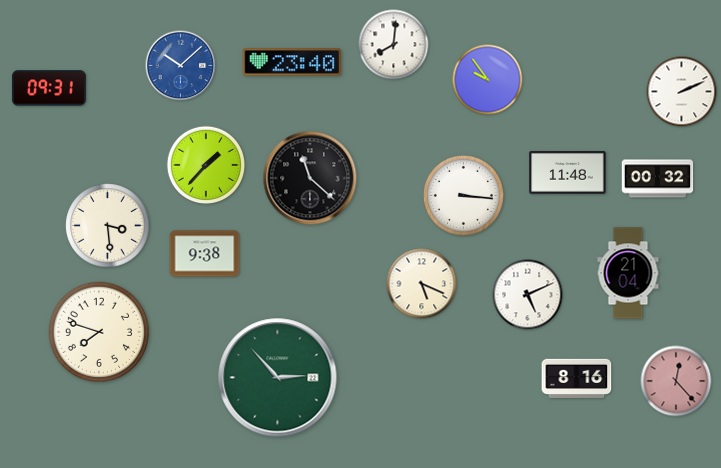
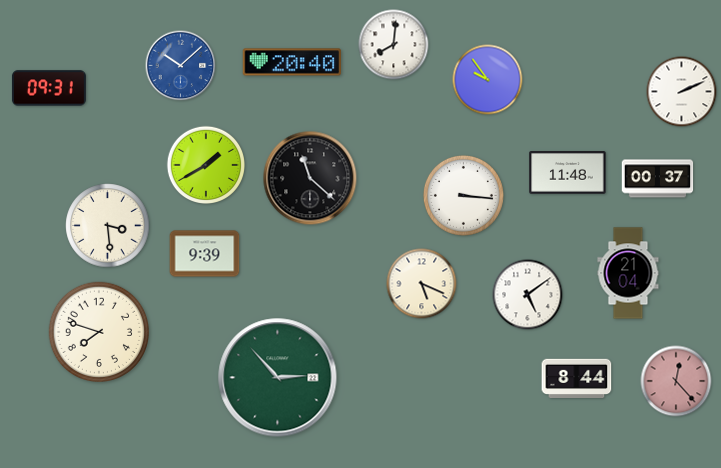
clock at (292, 62): 23:40 -> 20:40
clock at (206, 165): 1:37 -> 1:40
clock at (658, 179): 00:32 -> 00:37
clock at (205, 254): 9:38 -> 9:39
clock at (528, 295): 5:11 -> 5:09
clock at (577, 378): 8:16 -> 8:44
